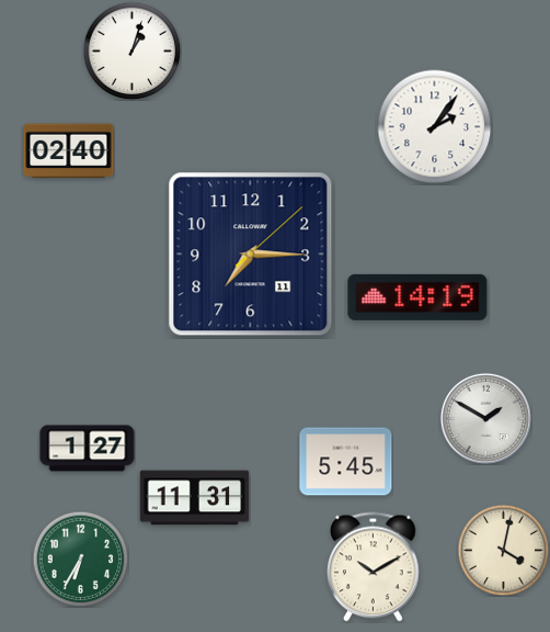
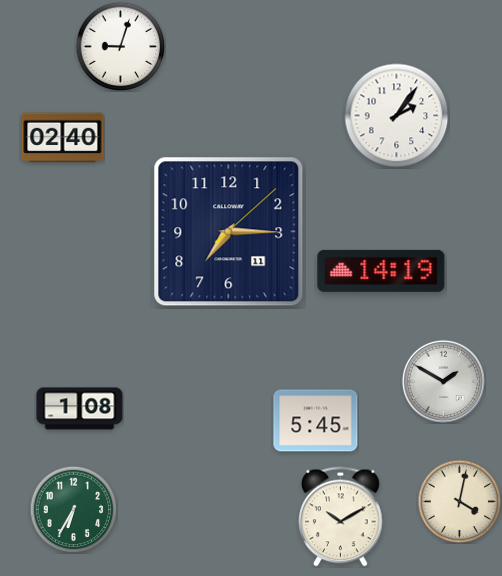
clock at (131, 50): 1:03 -> 9:03
clock at (88, 449): 1:27 -> 1:08
clock at (195, 498): 11:31 -> none
